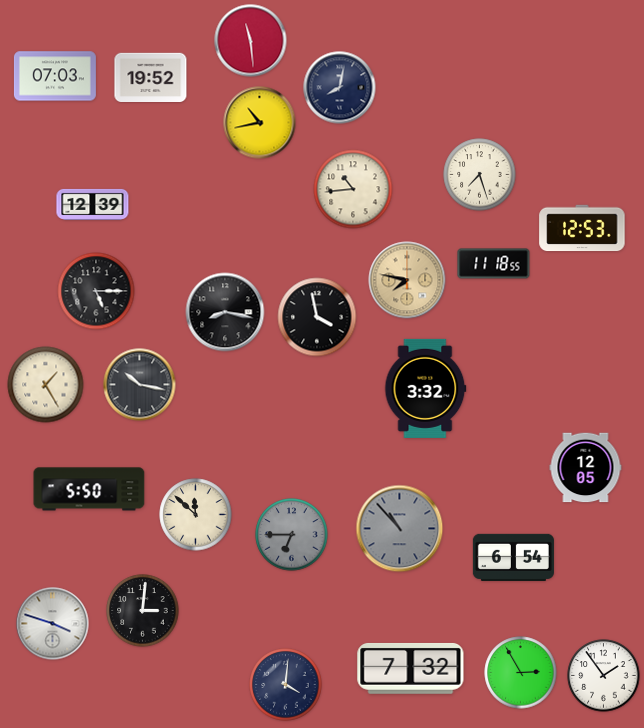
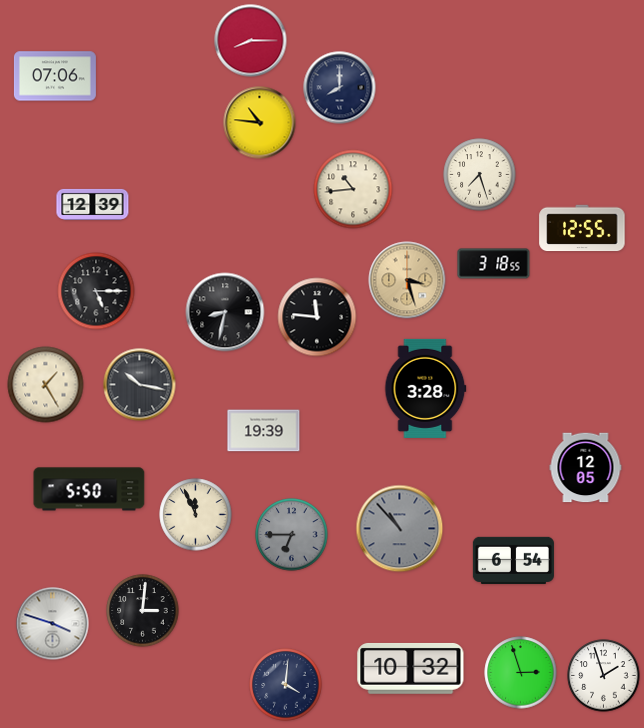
clock at (251, 41): 11:29 -> 8:15
clock at (55, 76): 07:03 -> 07:06
clock at (151, 78): 19:52 -> none
clock at (340, 88): 8:02 -> 8:00
clock at (260, 123): 10:43 -> 10:46
clock at (582, 228): 12:53 -> 12:55
clock at (494, 264): 11:18 -> 3:18
clock at (407, 280): 7:47 -> 3:27
clock at (225, 312): 8:17 -> 8:32
clock at (317, 317): 3:58 -> 11:46
clock at (426, 388): 3:32 -> 3:28
clock at (264, 431): none -> 19:39
clock at (196, 515): 11:52 -> 11:56
clock at (513, 557) position: (513, 557) -> (513, 560)
clock at (411, 668): 7:32 -> 10:32
clock at (521, 673): 2:55 -> 2:57
clock at (604, 676): 1:54 -> 1:57
